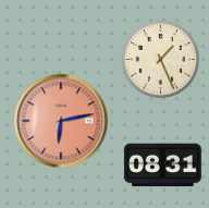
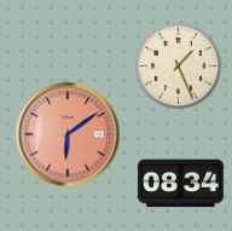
clock at (61, 121): 6:13 -> 6:09
clock at (162, 166): 08:31 -> 08:34
